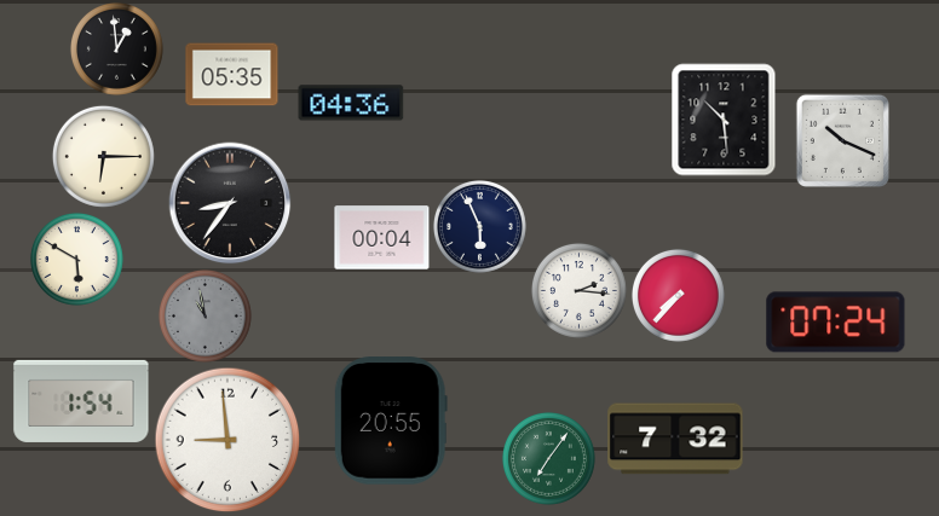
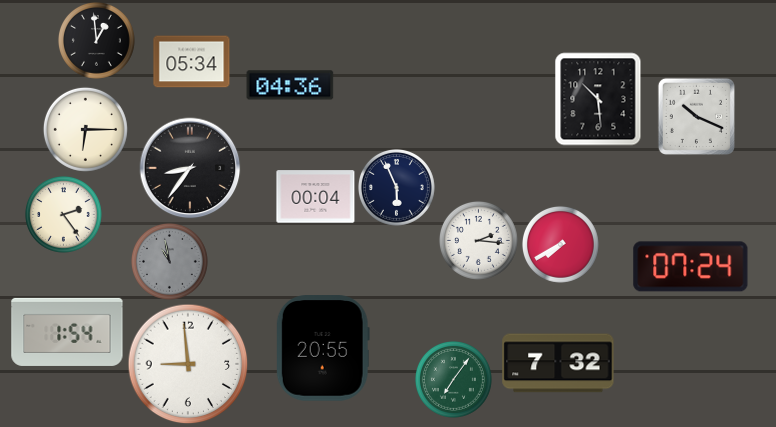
clock at (232, 75): 05:35 -> 05:34
clock at (76, 259): 5:50 -> 2:24
clock at (678, 295): 7:37 -> 7:40
